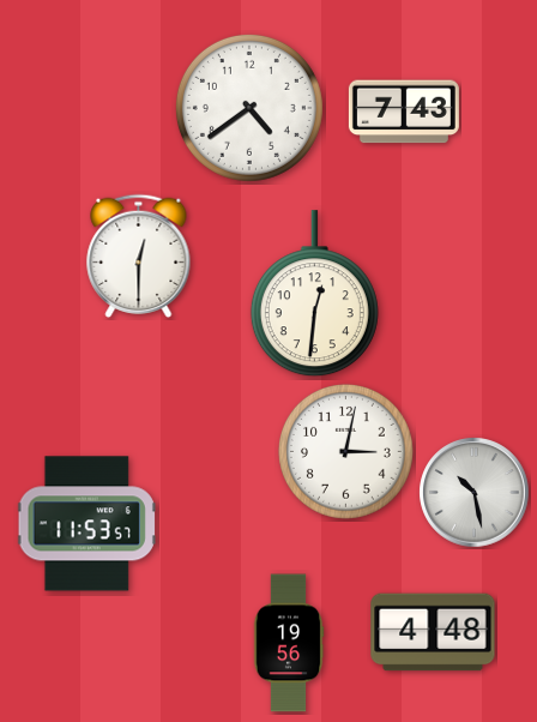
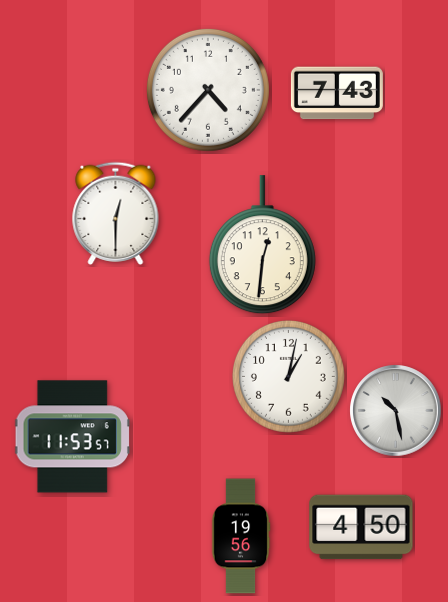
clock at (249, 108): 4:39 -> 4:37
clock at (345, 451): 3:02 -> 1:02
clock at (433, 632): 4:48 -> 4:50
